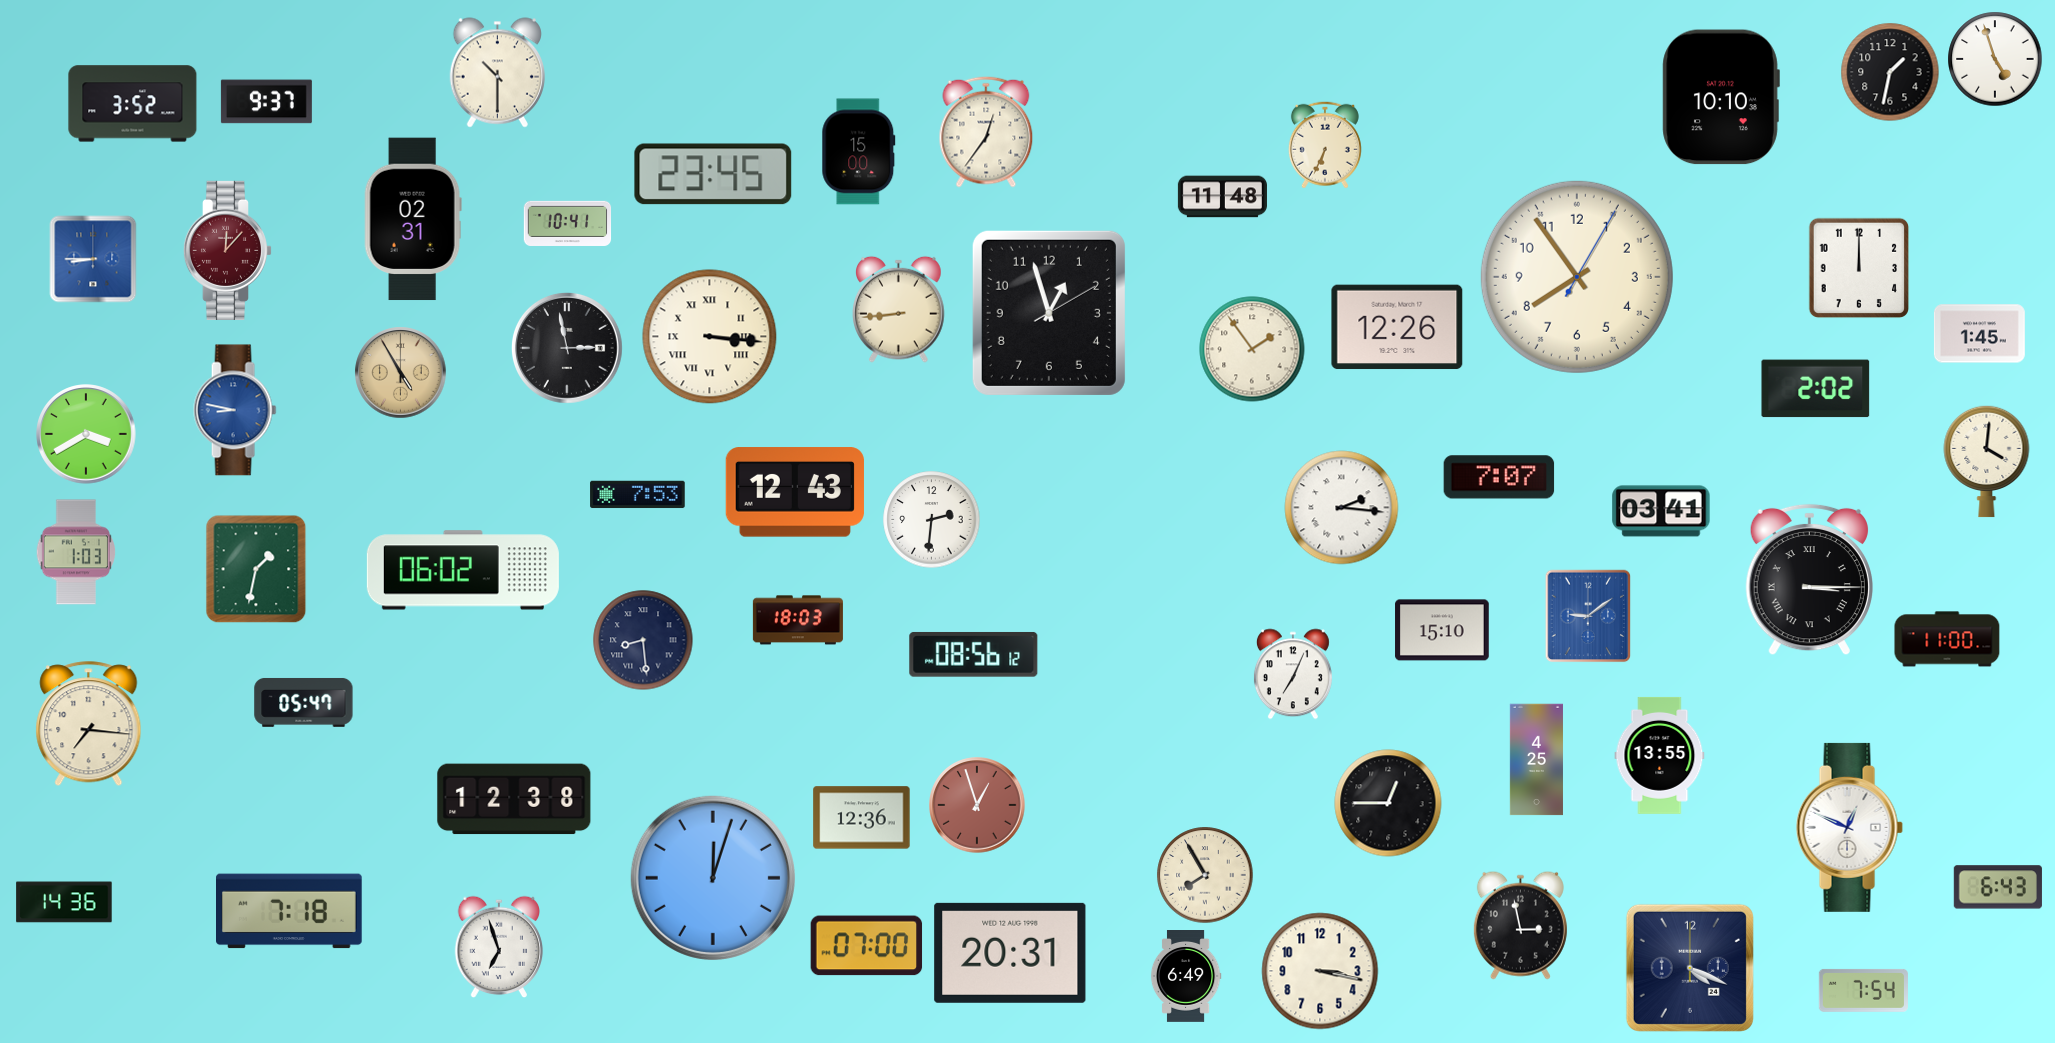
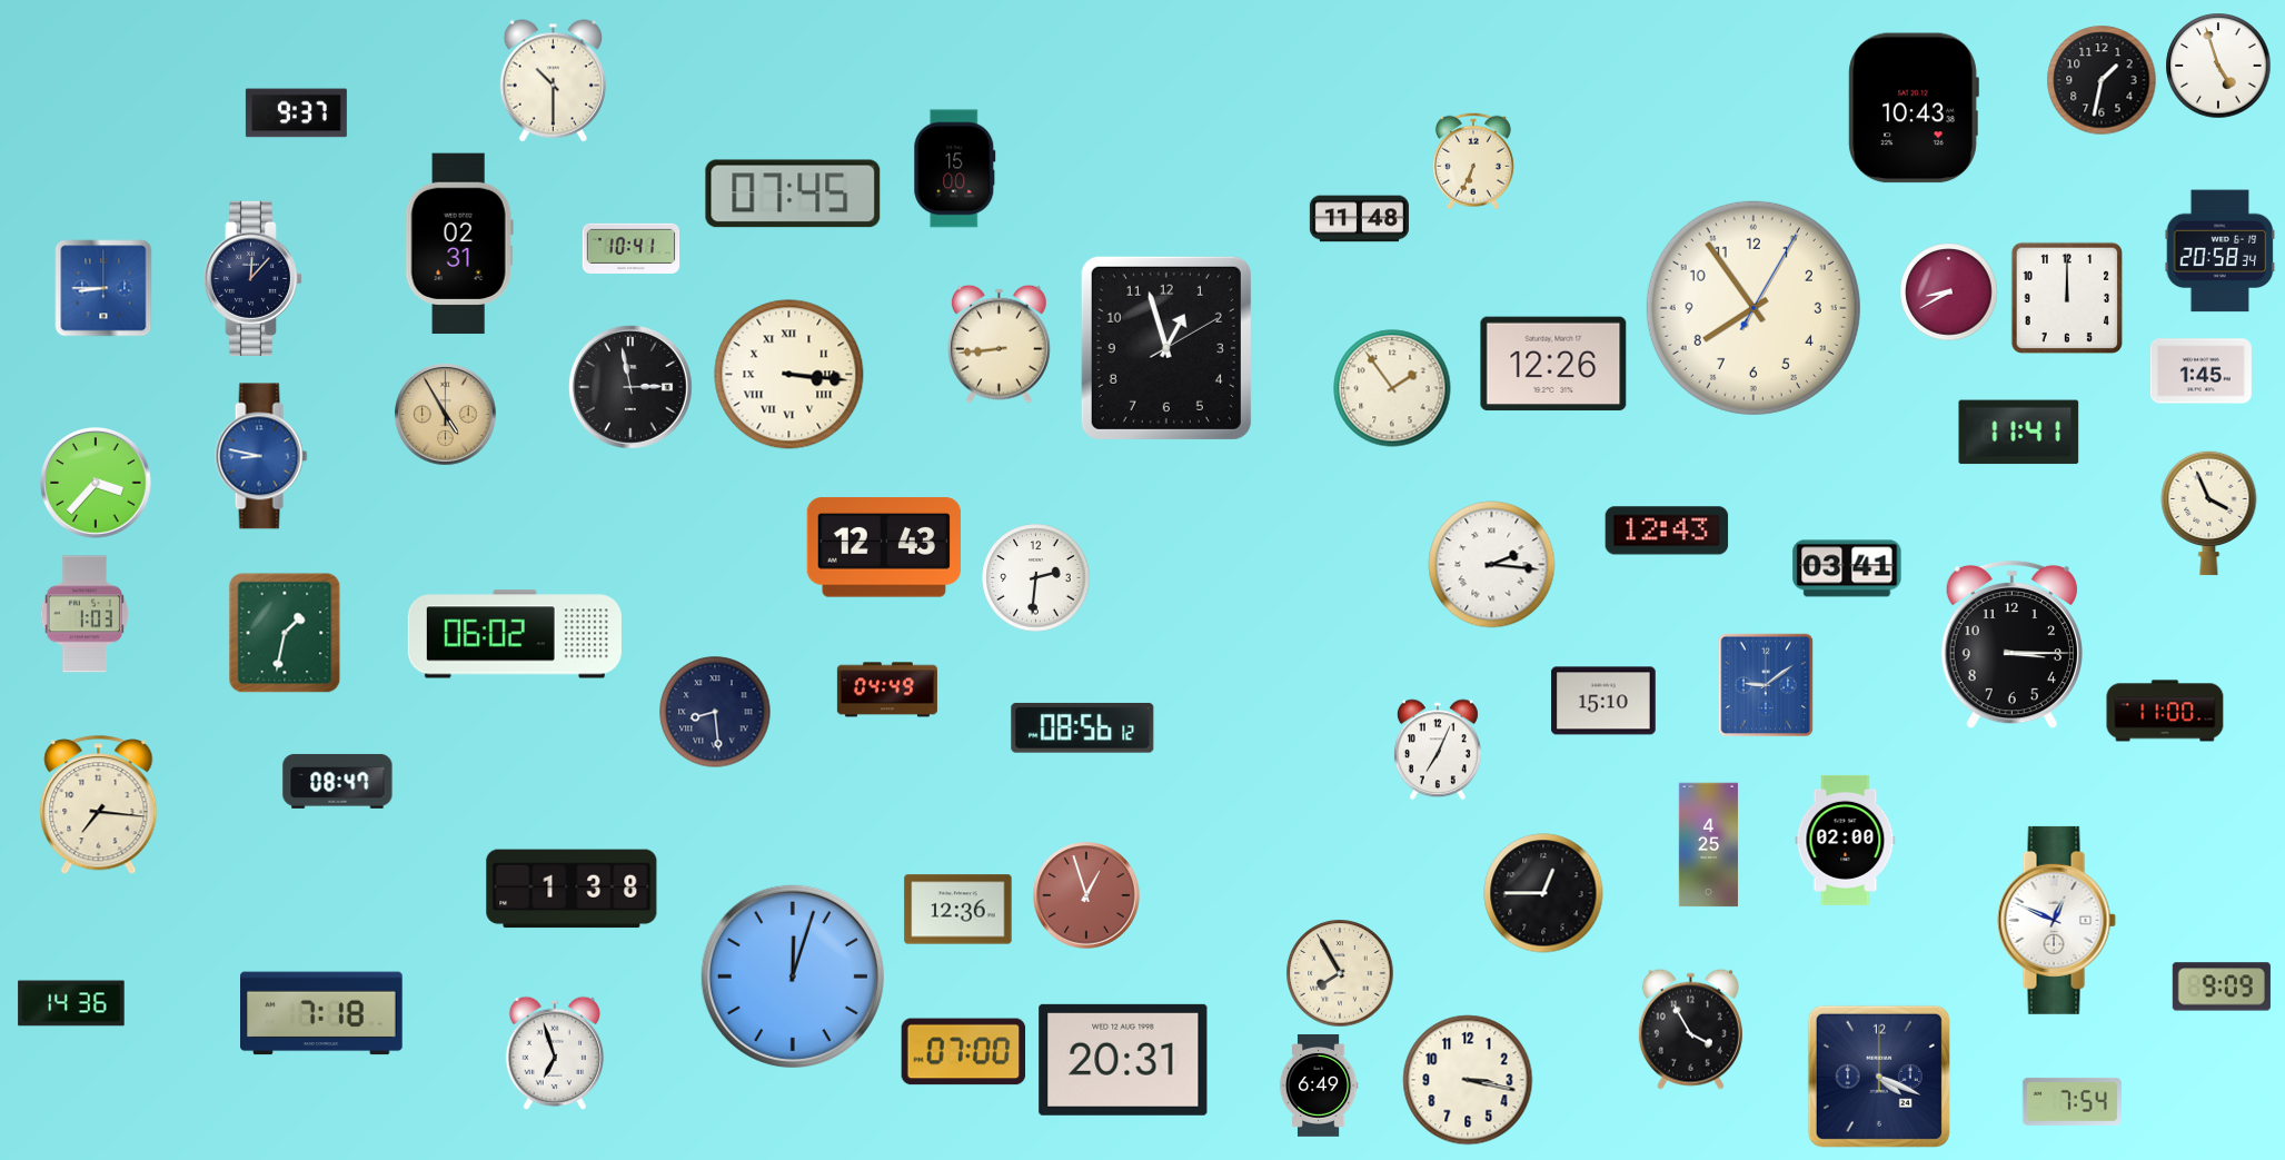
clock at (1721, 97): 10:10 -> 10:43
clock at (133, 104): 3:52 -> none
clock at (986, 132): 12:36 -> none
clock at (713, 174): 23:45 -> 07:45
clock at (2221, 251): none -> 20:58
clock at (228, 250) dial: burgundy -> navy
clock at (1949, 293): none -> 8:40
clock at (1816, 389): 2:02 -> 11:41
clock at (86, 434): 3:40 -> 3:37
clock at (1987, 461): 4:01 -> 3:56
clock at (1499, 477): 7:07 -> 12:43
clock at (638, 495): 7:53 -> none
clock at (1809, 580) numerals: Roman -> Arabic
clock at (798, 620): 18:03 -> 04:49
clock at (304, 702): 05:47 -> 08:47
clock at (1660, 755): 13:55 -> 02:00
clock at (514, 799): 12:38 -> 1:38
clock at (1998, 887): 6:43 -> 9:09
clock at (1520, 925): 2:58 -> 3:55
